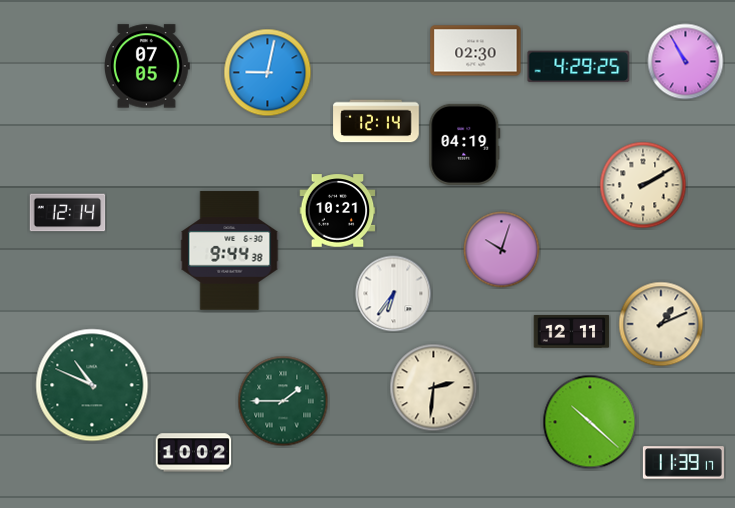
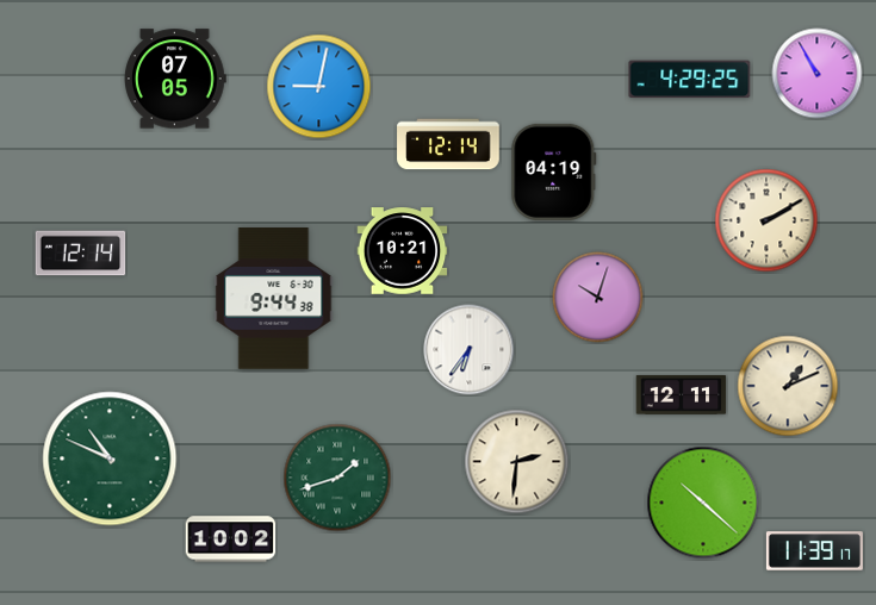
clock at (476, 51): 02:30 -> none
clock at (283, 401): 1:45 -> 1:42
